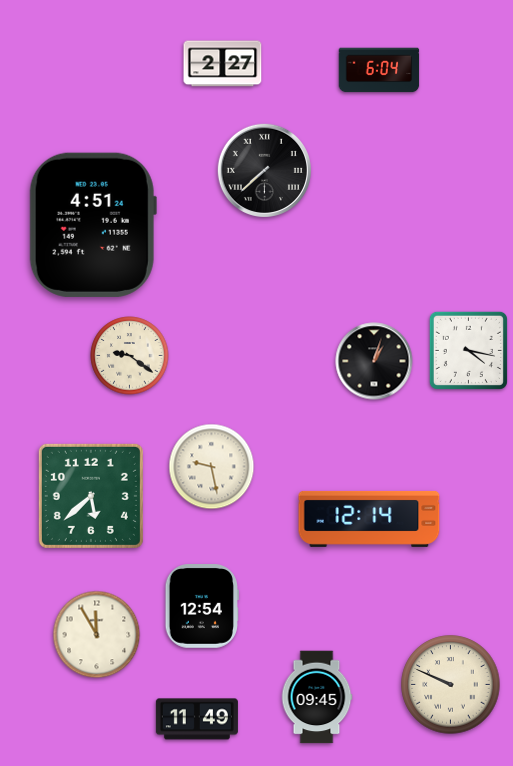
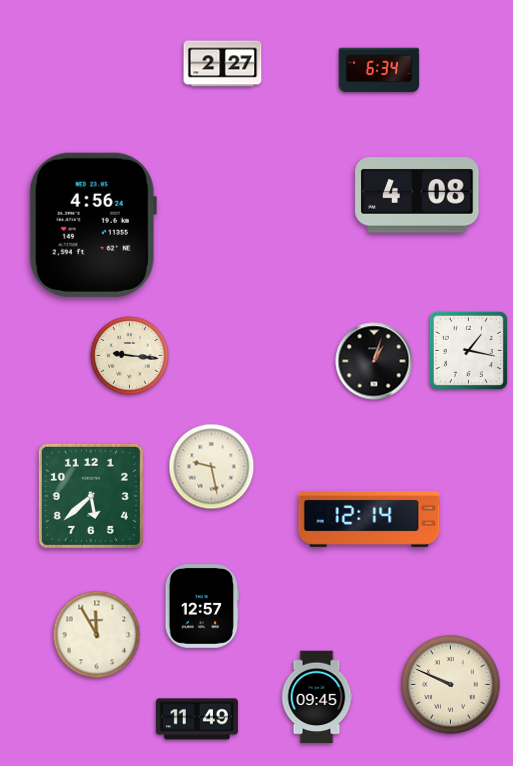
clock at (379, 70): 6:04 -> 6:34
clock at (264, 170): 7:38 -> none
clock at (417, 195): none -> 4:08
clock at (93, 225): 4:51 -> 4:56
clock at (468, 350): 4:17 -> 1:17
clock at (130, 356): 9:21 -> 9:16
clock at (202, 607): 12:54 -> 12:57
